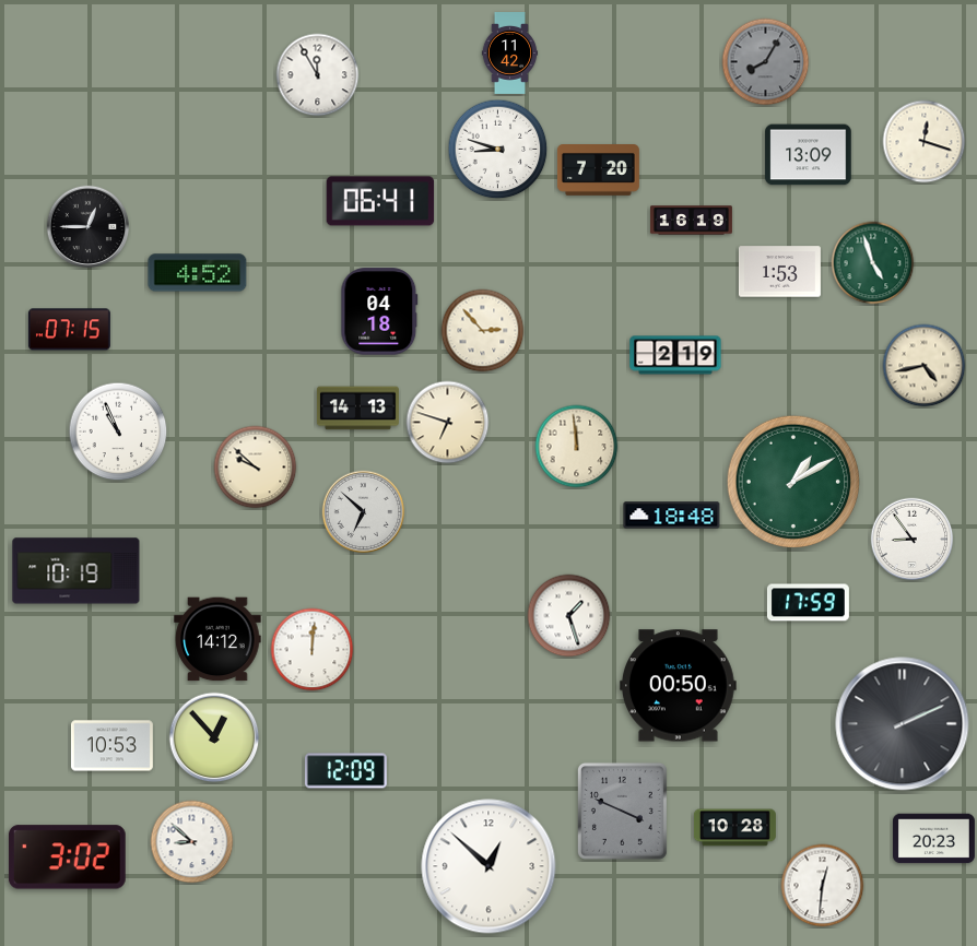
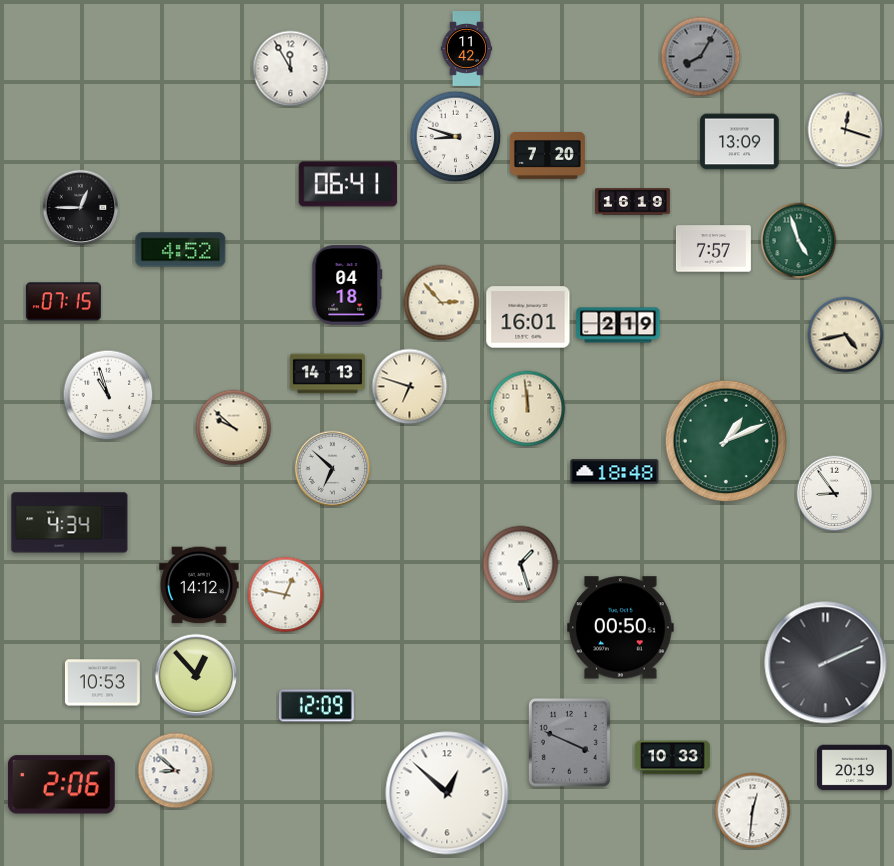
clock at (779, 272): 1:53 -> 7:57
clock at (528, 317): none -> 16:01
clock at (118, 431): 10:56 -> 10:57
clock at (793, 482): 1:10 -> 1:11
clock at (76, 571): 10:19 -> 4:34
clock at (808, 603): 17:59 -> none
clock at (313, 650): 12:01 -> 12:47
clock at (734, 828): 10:28 -> 10:33
clock at (933, 839): 20:23 -> 20:19
clock at (67, 858): 3:02 -> 2:06
